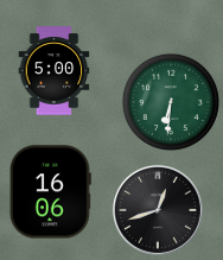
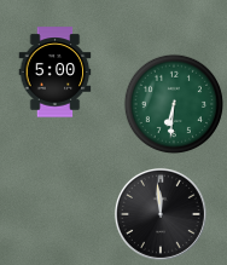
clock at (50, 192): 16:06 -> none
clock at (158, 210): 12:42 -> 11:59
